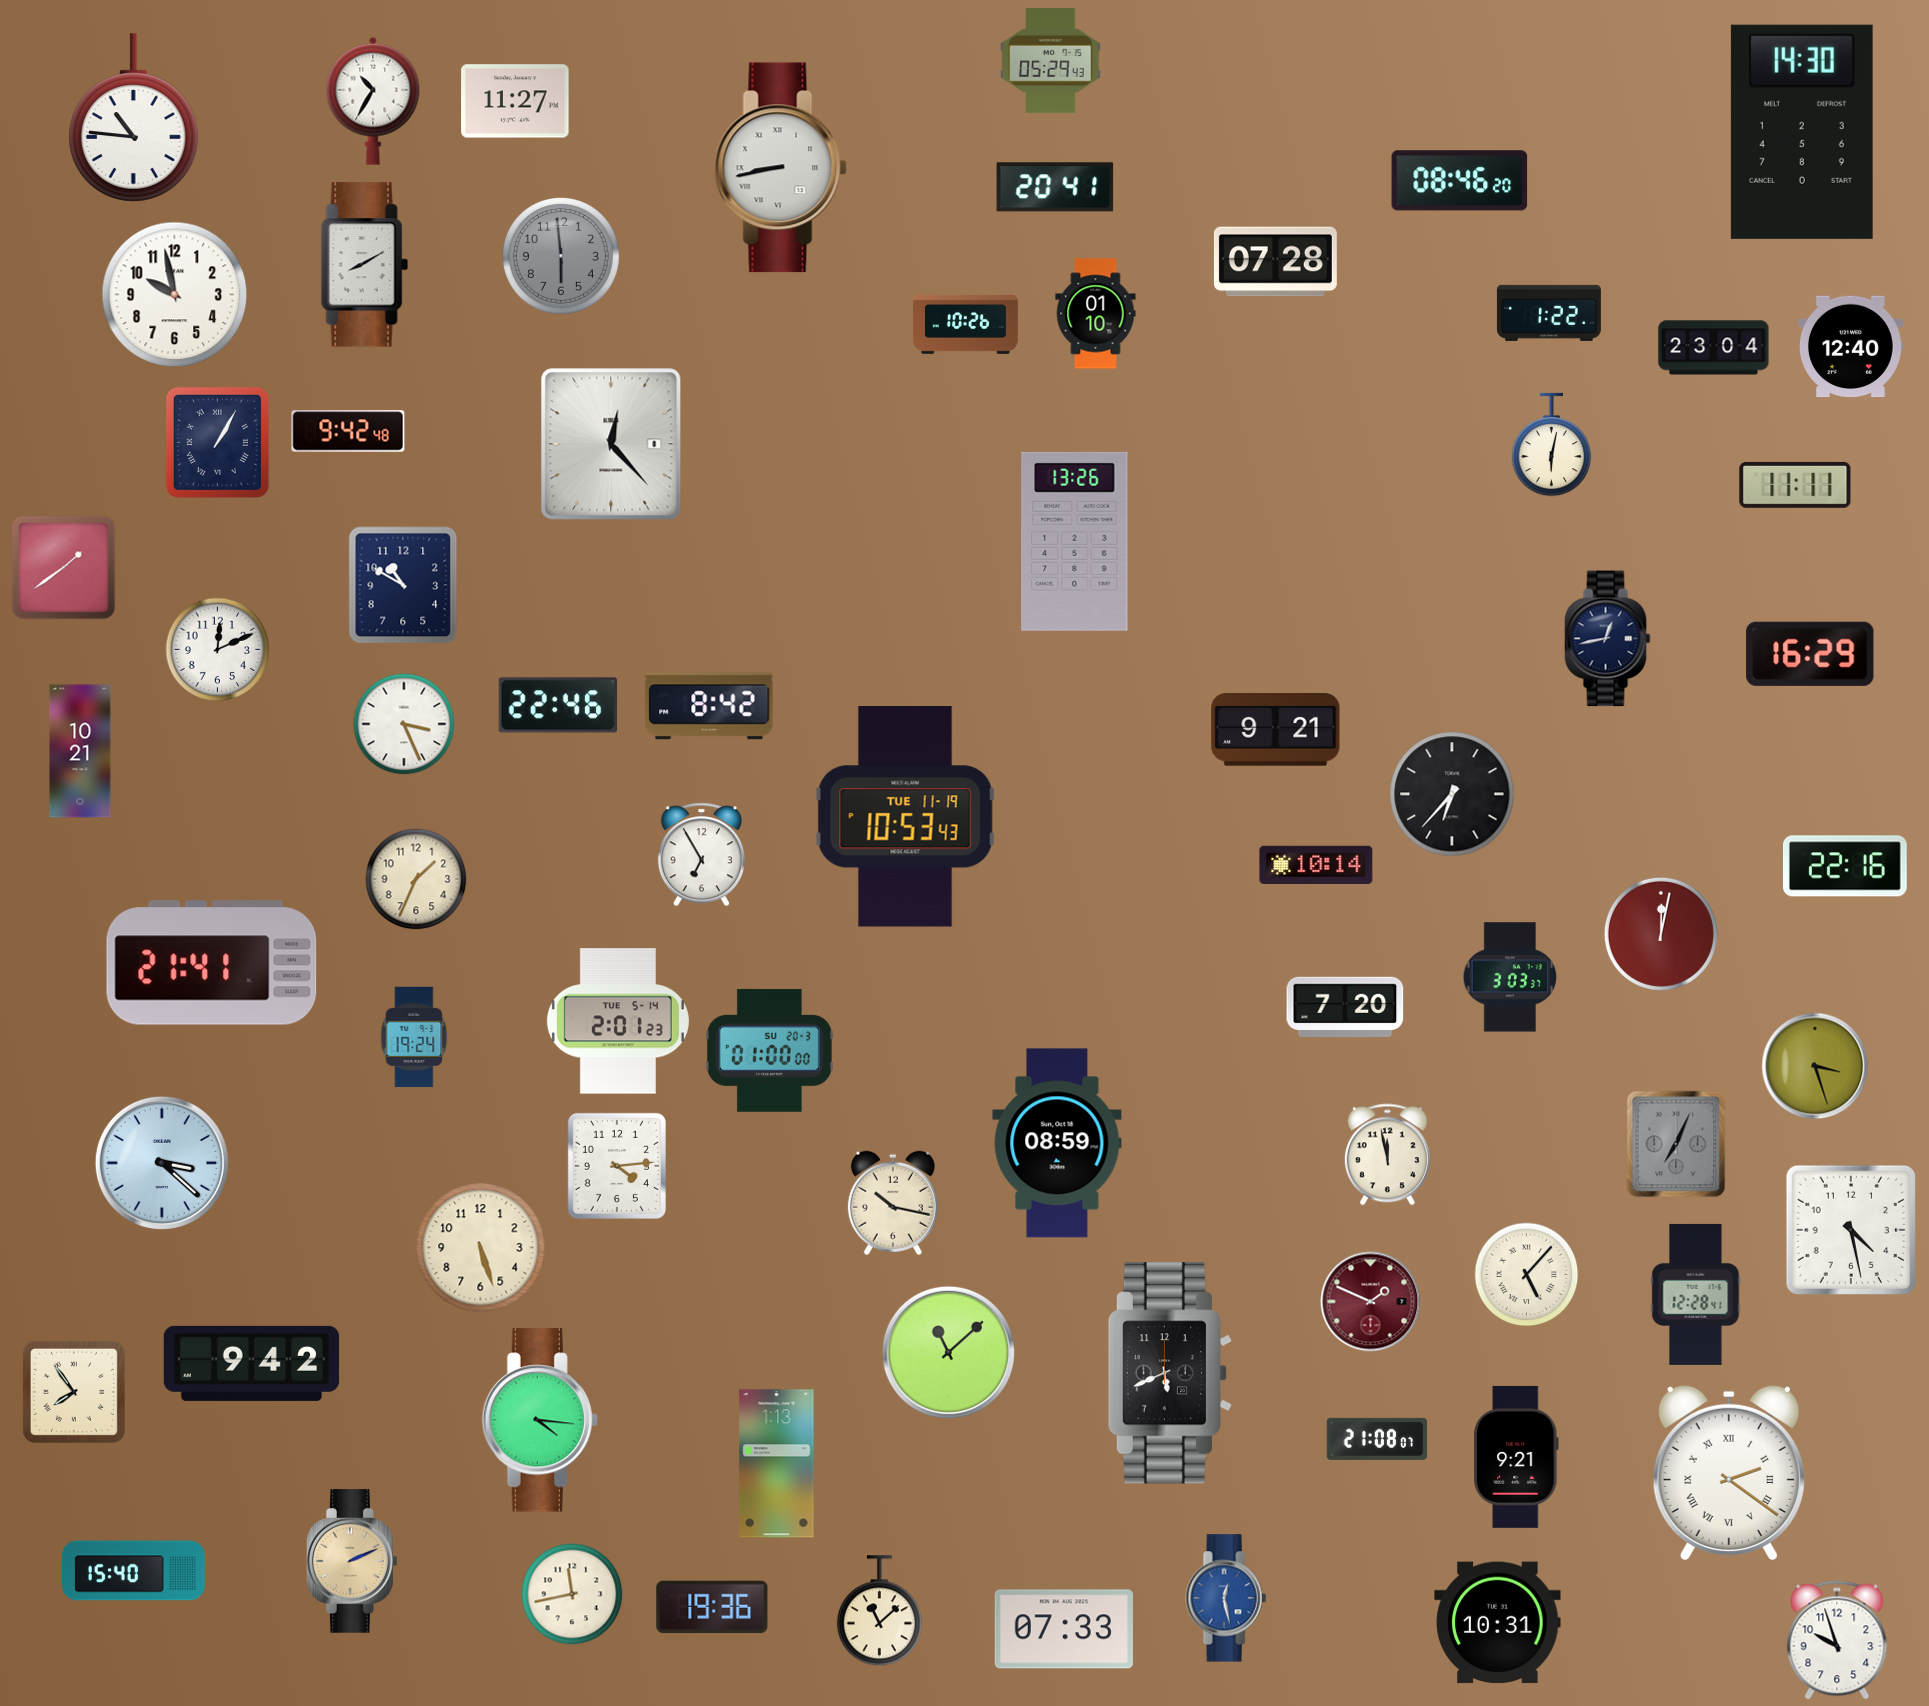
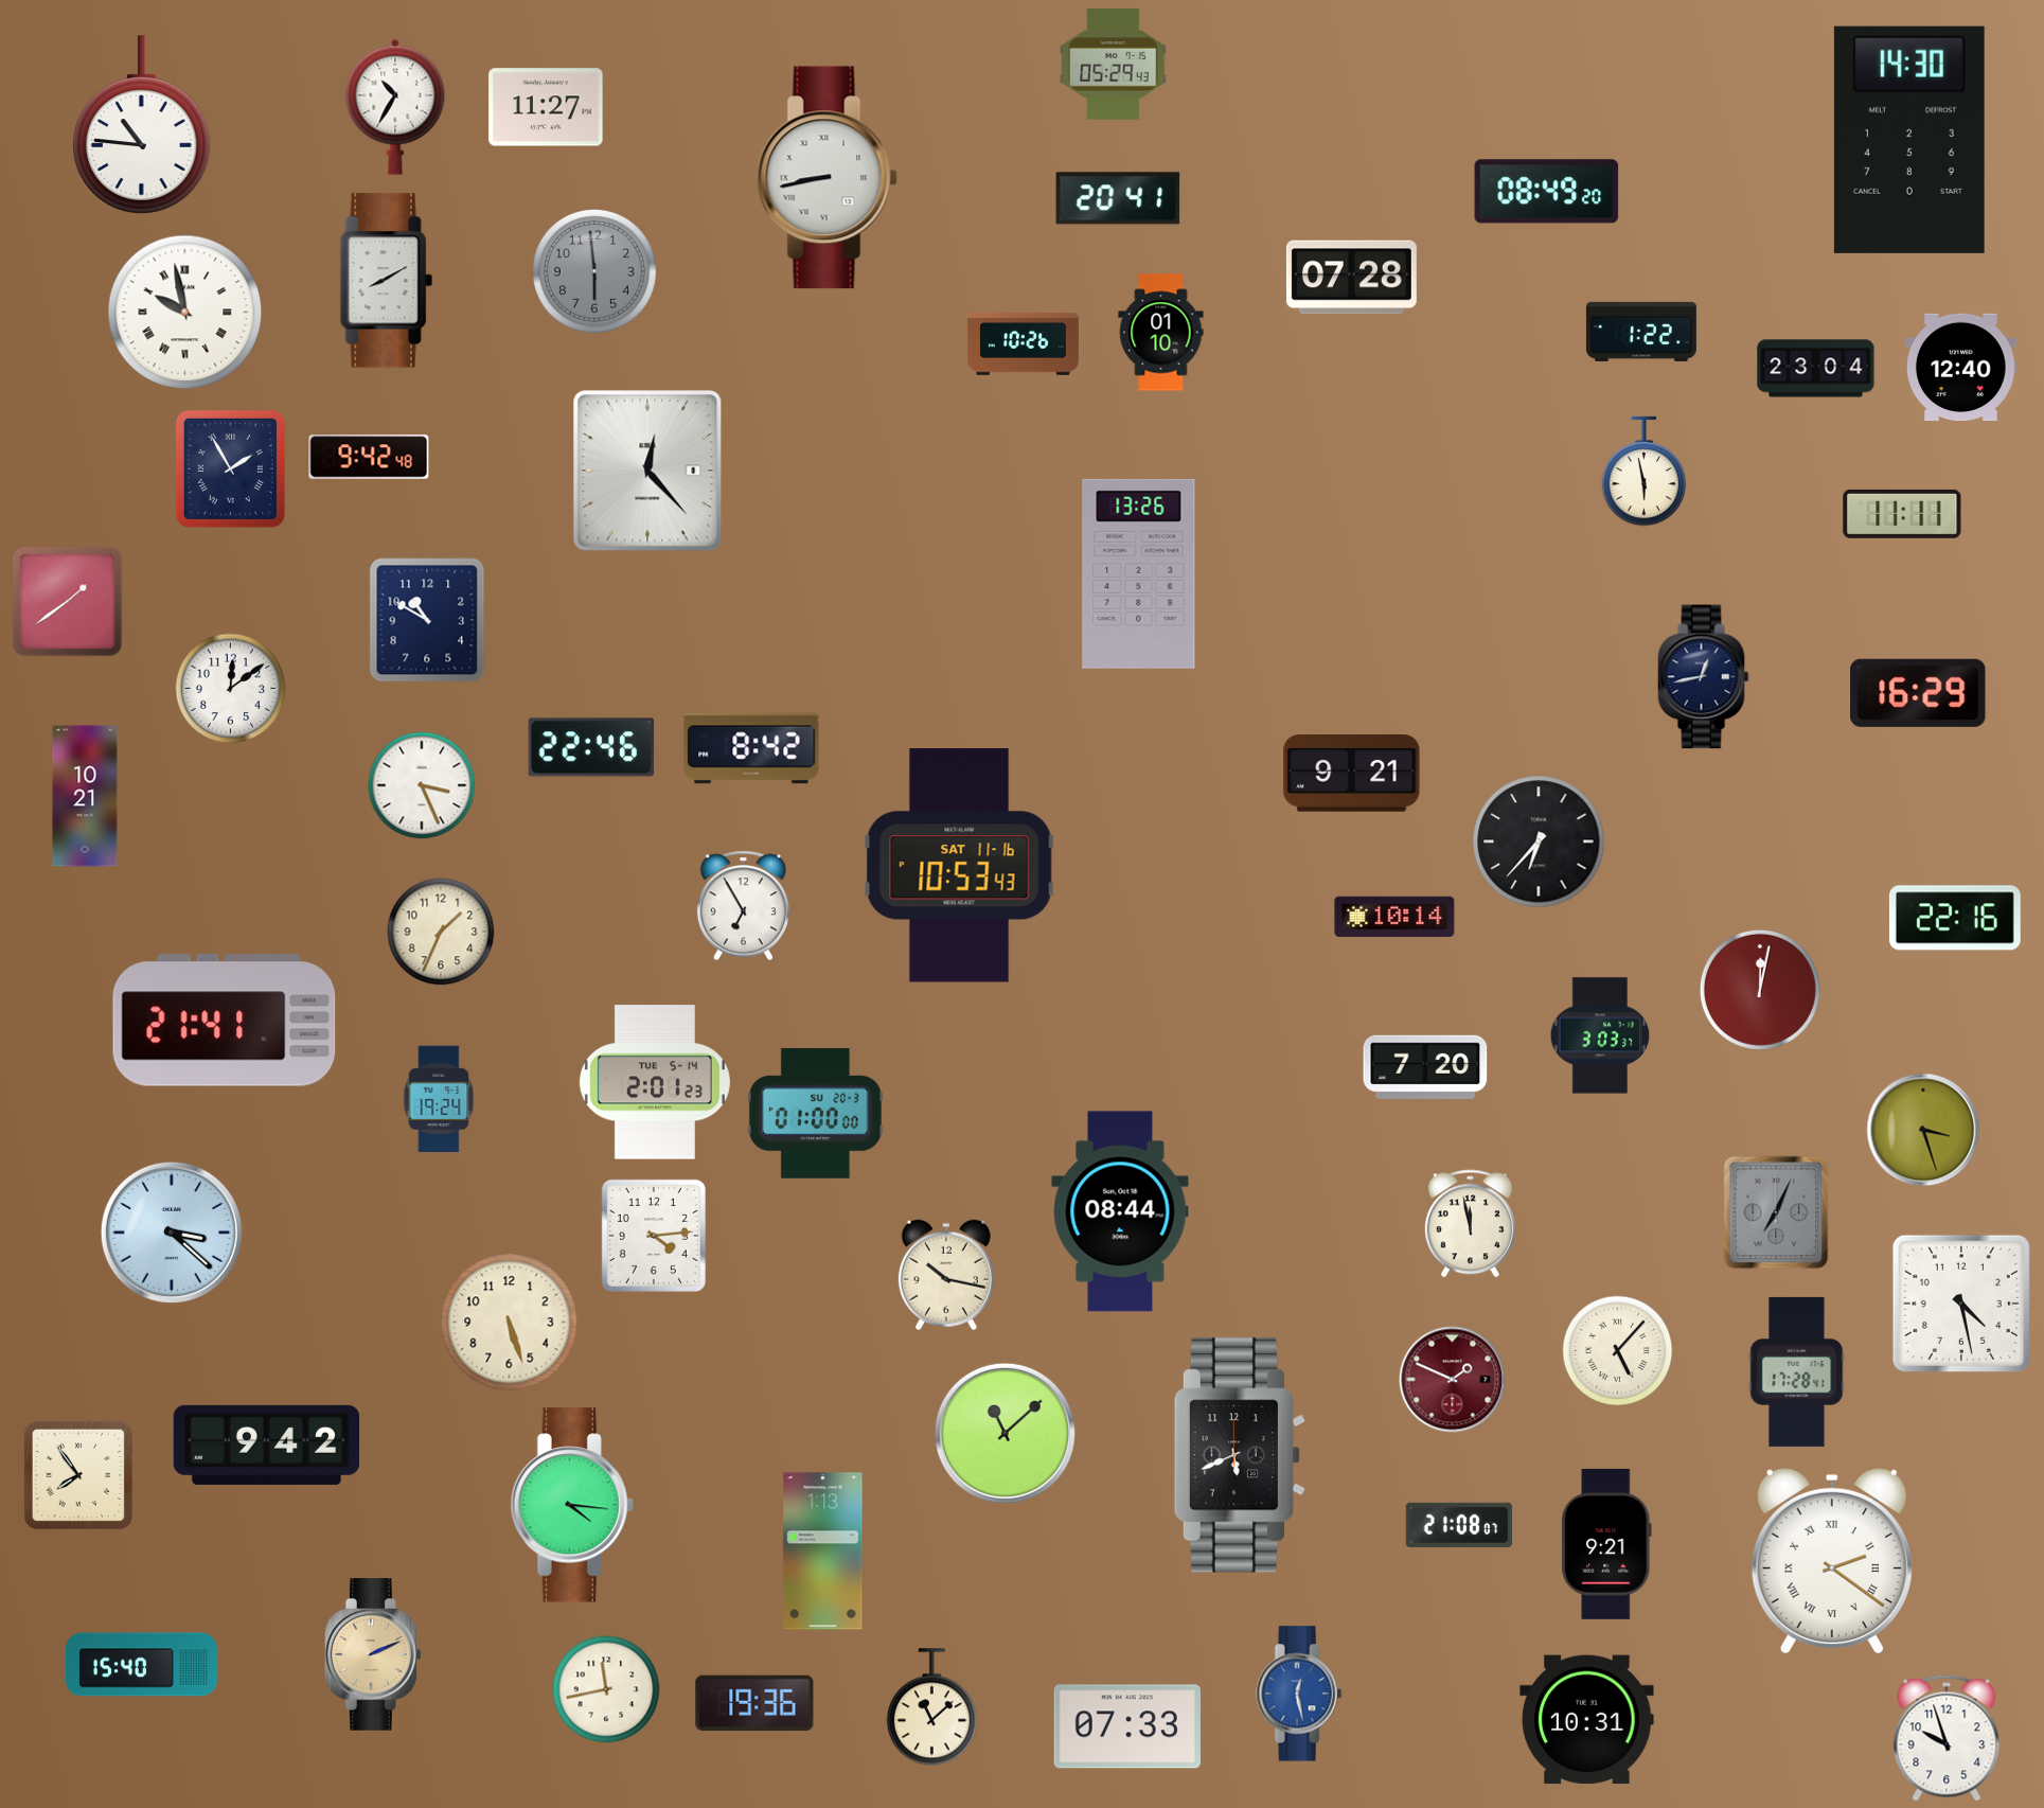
clock at (1460, 181): 08:46 -> 08:49
clock at (175, 295) numerals: Arabic -> Roman
clock at (217, 442): 1:05 -> 1:55
clock at (1552, 445): 6:02 -> 5:58
clock at (218, 650): 12:11 -> 12:09
clock at (404, 724) position: (404, 724) -> (422, 785)
clock at (905, 817) date: TUE 11-19 -> SAT 11-16
clock at (1057, 1143): 08:59 -> 08:44
clock at (1696, 1294): 12:28 -> 17:28
